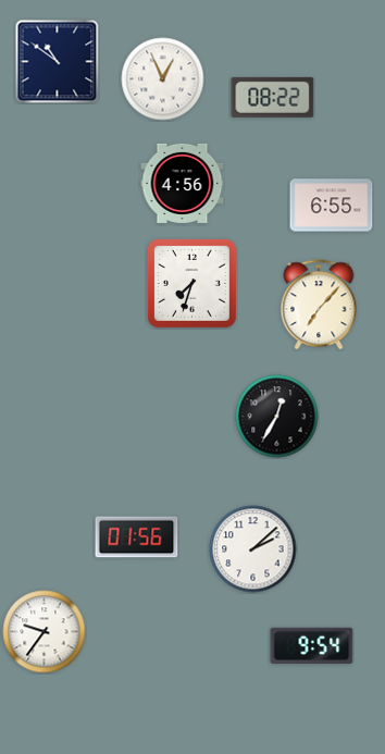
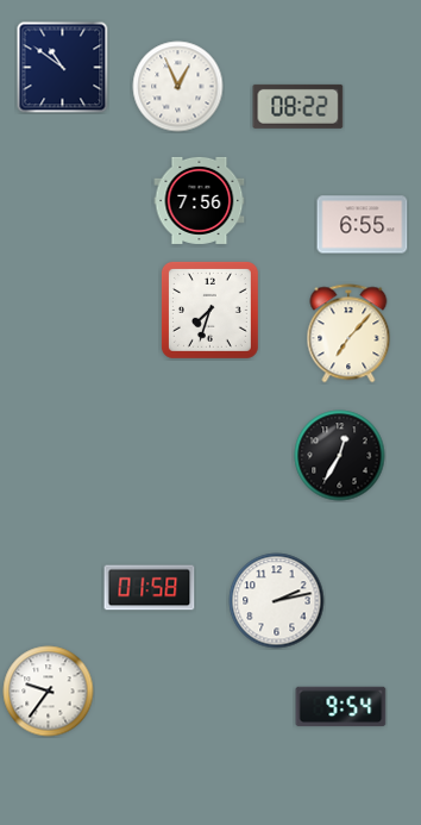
clock at (183, 183): 4:56 -> 7:56
clock at (277, 417) position: (277, 417) -> (340, 456)
clock at (137, 537): 01:56 -> 01:58
clock at (253, 549): 2:08 -> 2:13
